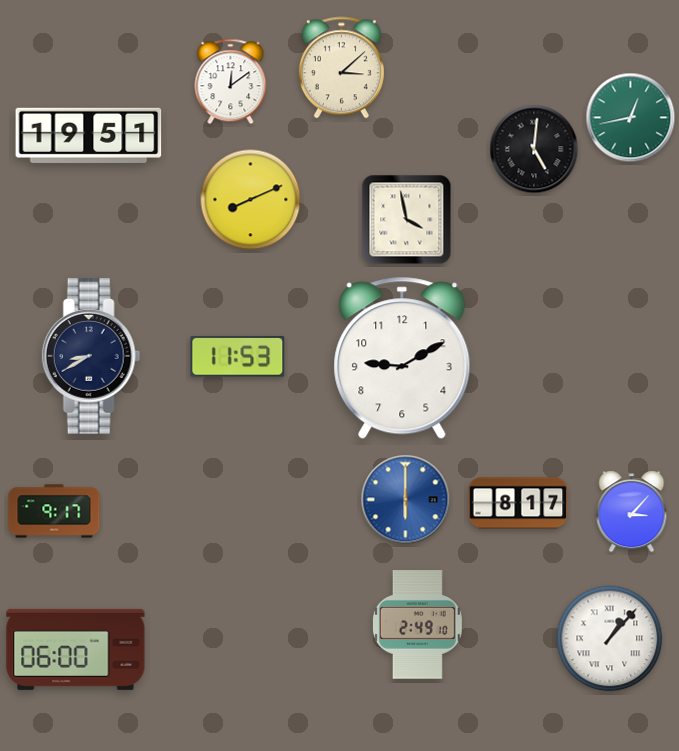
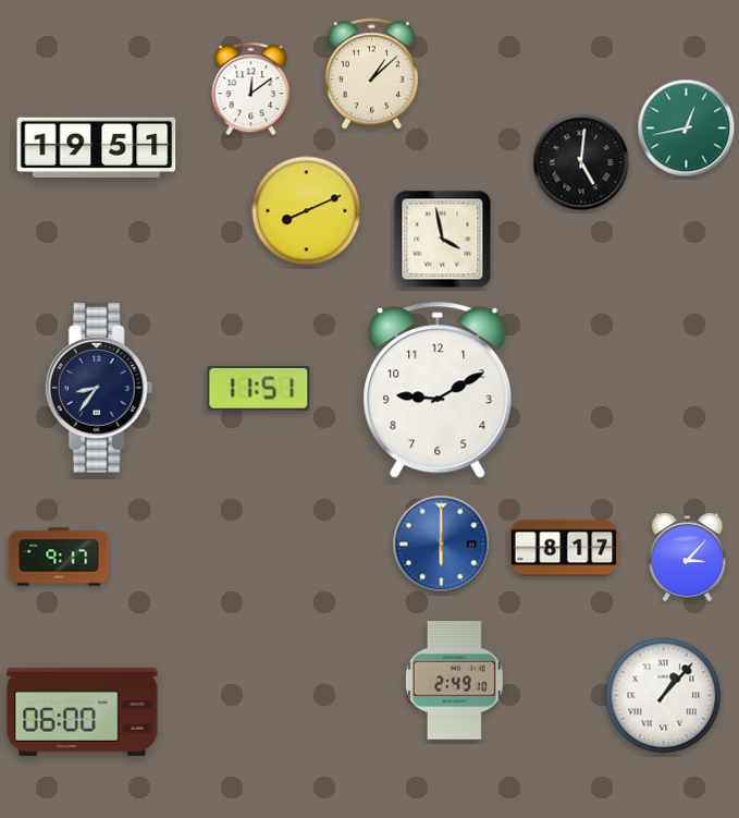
clock at (341, 68): 3:08 -> 1:08
clock at (251, 200) position: (251, 200) -> (307, 211)
clock at (91, 356): 8:40 -> 8:36
clock at (238, 356): 11:53 -> 11:51
clock at (76, 649) position: (76, 649) -> (83, 711)
